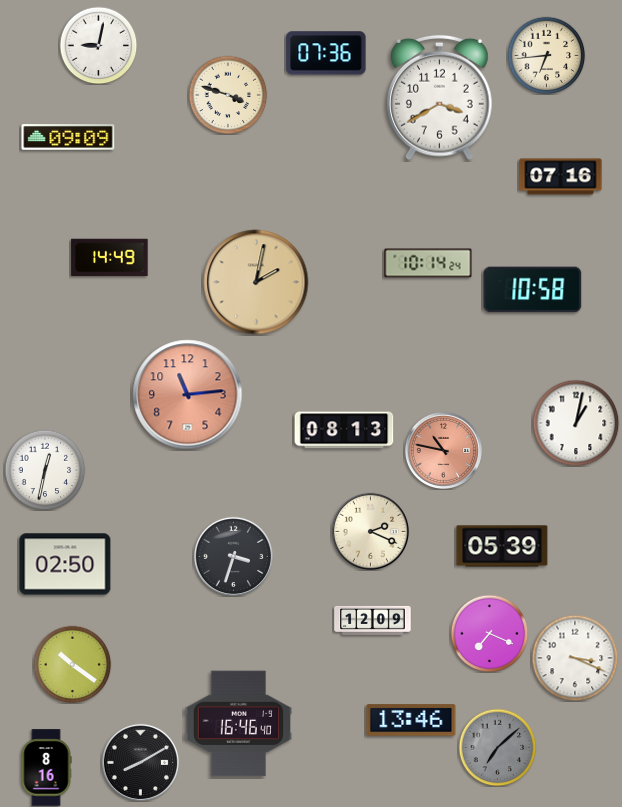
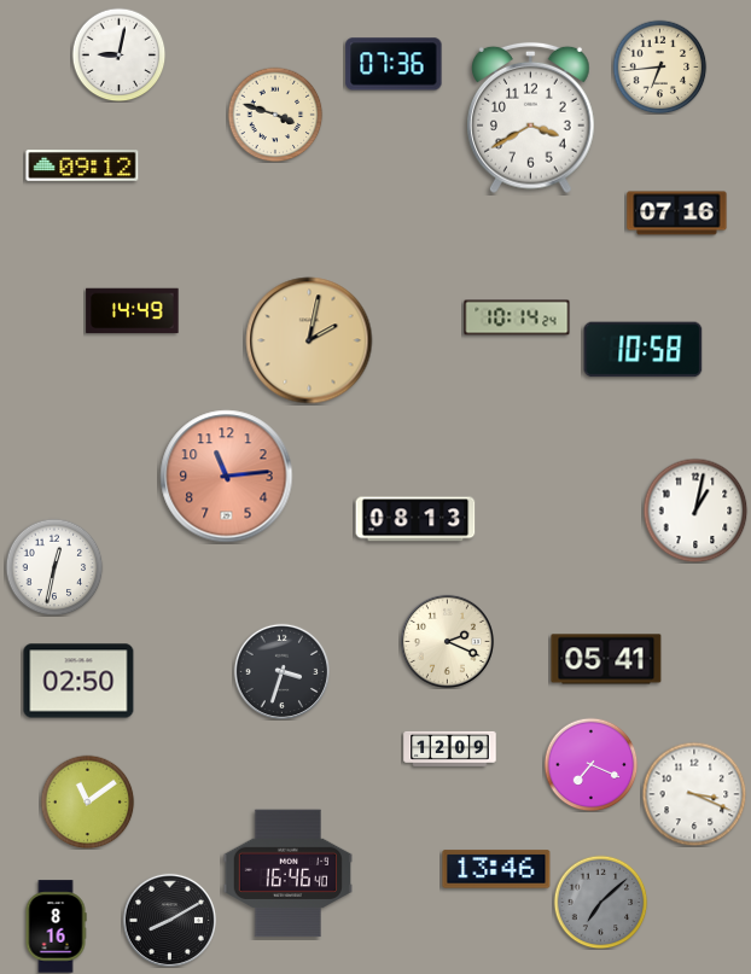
clock at (68, 137): 09:09 -> 09:12
clock at (443, 450): 10:47 -> none
clock at (502, 546): 05:39 -> 05:41
clock at (72, 664): 10:21 -> 11:09
